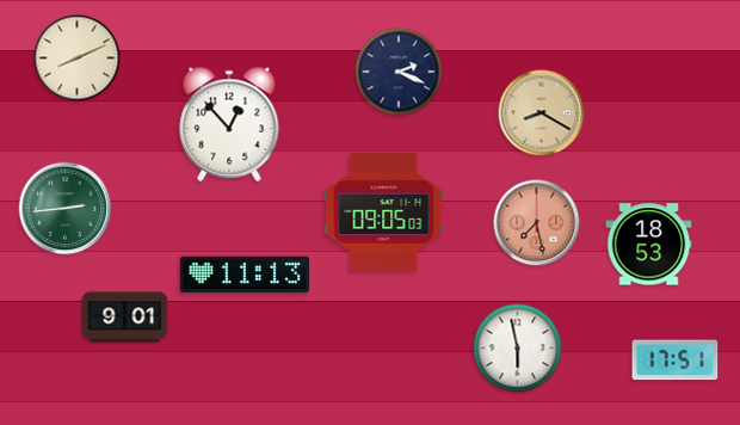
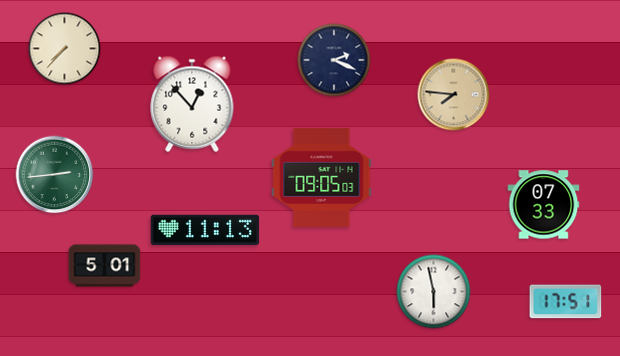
clock at (78, 58): 8:11 -> 7:37
clock at (542, 113): 8:20 -> 7:46
clock at (537, 223): 7:28 -> none
clock at (649, 245): 18:53 -> 07:33
clock at (125, 318): 9:01 -> 5:01
